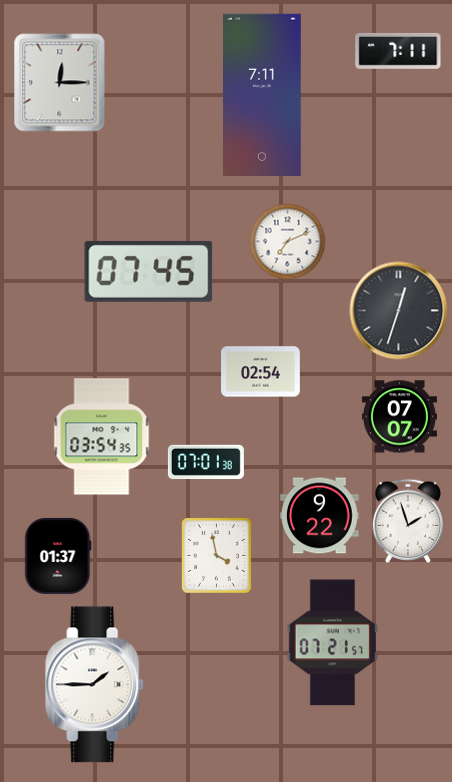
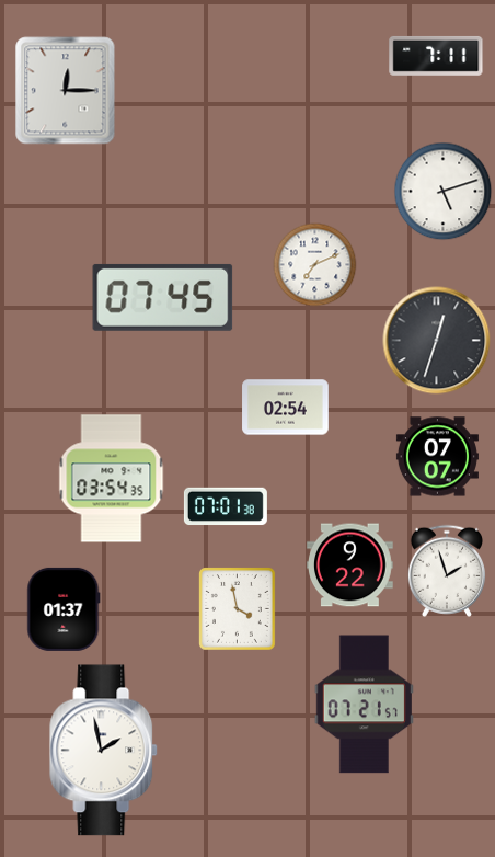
clock at (263, 94): 7:11 -> none
clock at (444, 192): none -> 5:12
clock at (95, 685): 1:45 -> 1:58
